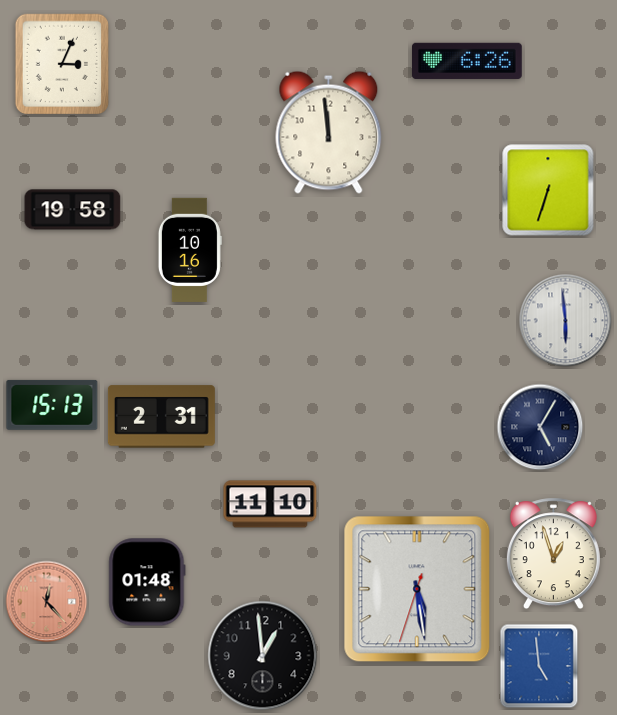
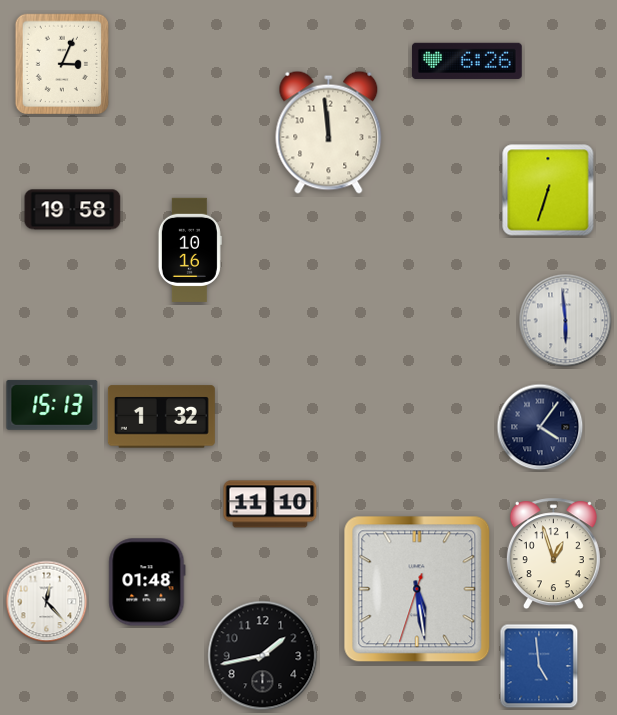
clock at (161, 417): 2:31 -> 1:32
clock at (540, 427): 5:05 -> 4:06
clock at (47, 602) dial: salmon -> white
clock at (263, 656): 12:59 -> 1:43
